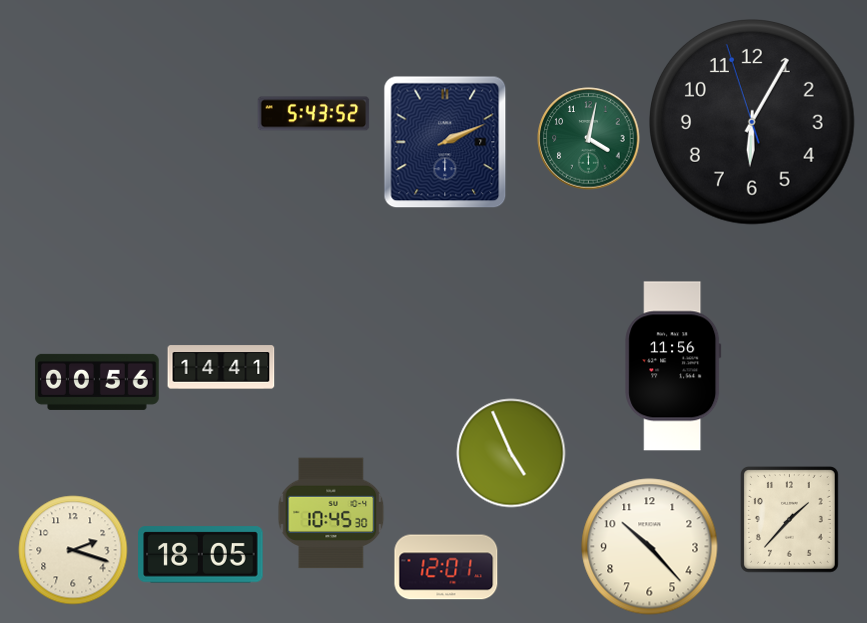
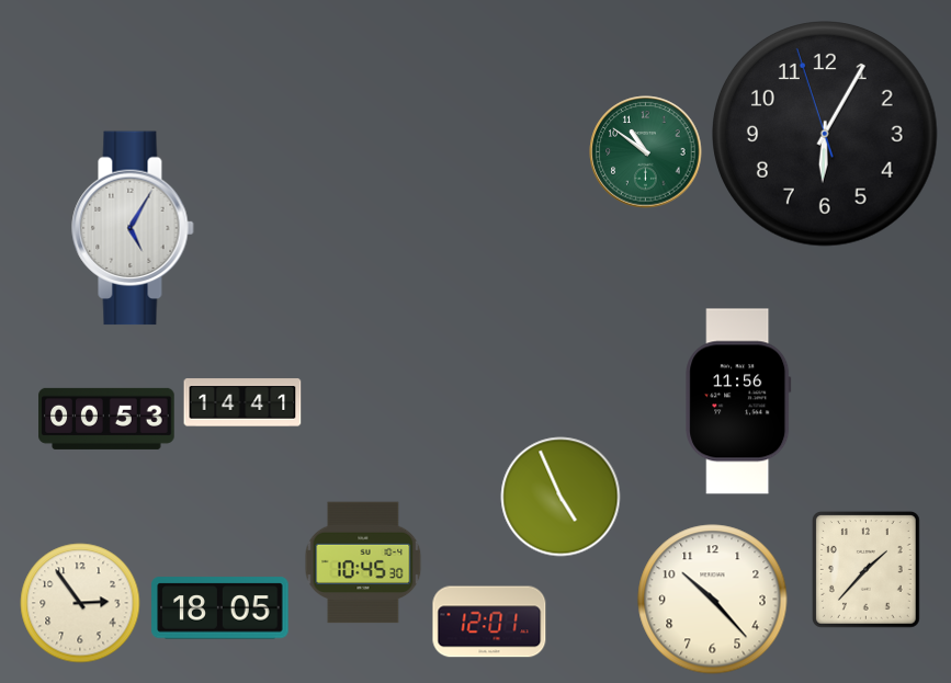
clock at (314, 114): 5:43 -> none
clock at (589, 139): 4:02 -> 10:51
clock at (445, 142): 2:11 -> none
clock at (133, 228): none -> 5:05
clock at (97, 382): 00:56 -> 00:53
clock at (73, 550): 2:18 -> 2:54
